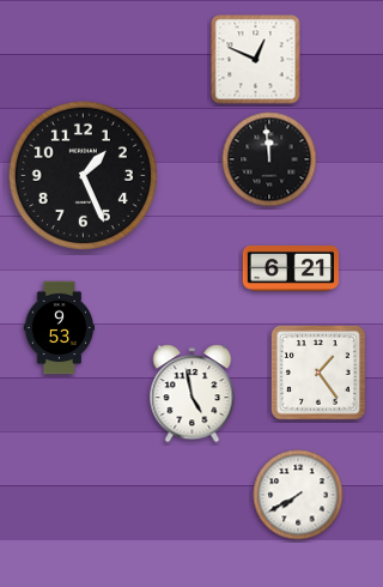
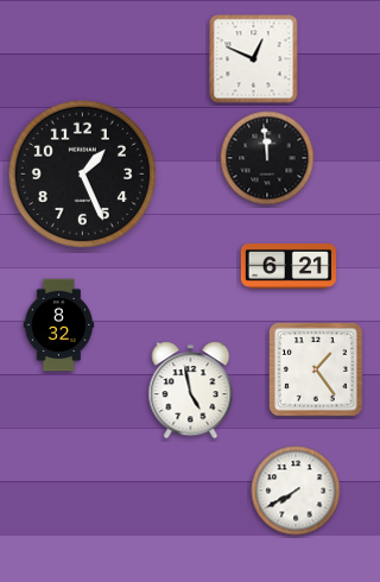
clock at (60, 328): 9:53 -> 8:32
